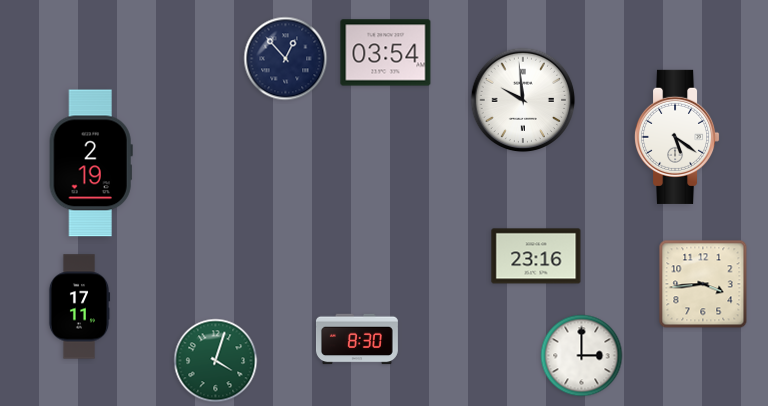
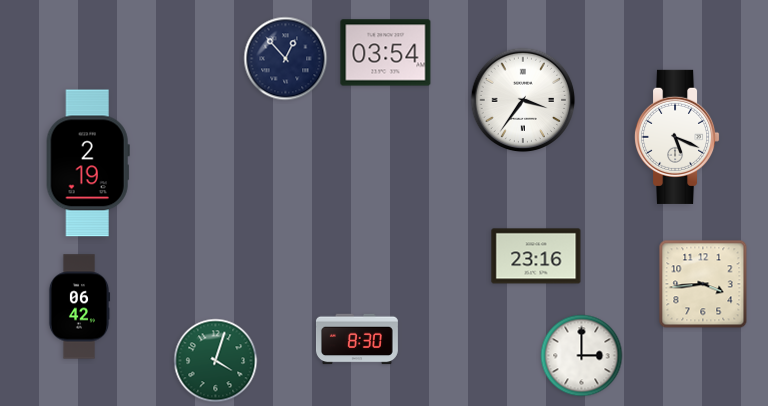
clock at (523, 100): 9:59 -> 3:36
clock at (678, 137): 5:21 -> 5:19
clock at (91, 163) position: (91, 163) -> (88, 163)
clock at (79, 307): 17:11 -> 06:42
